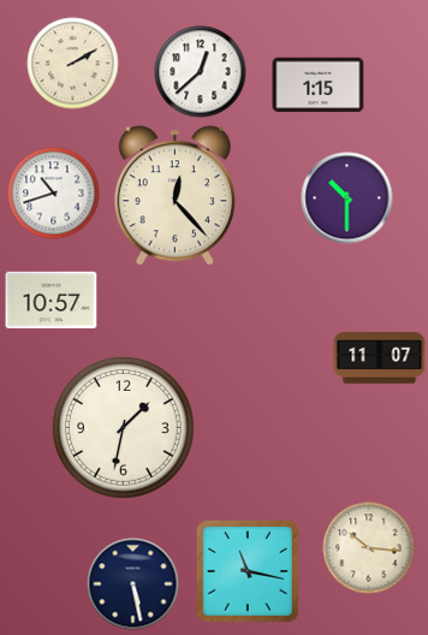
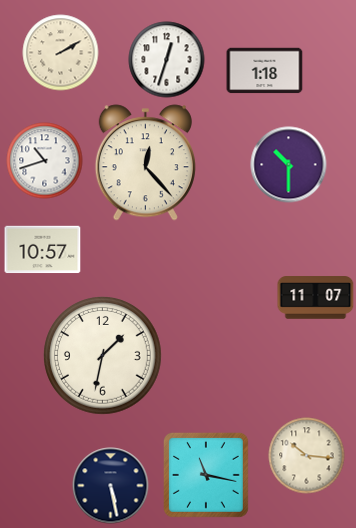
clock at (201, 72): 12:38 -> 12:33
clock at (319, 85): 1:15 -> 1:18
